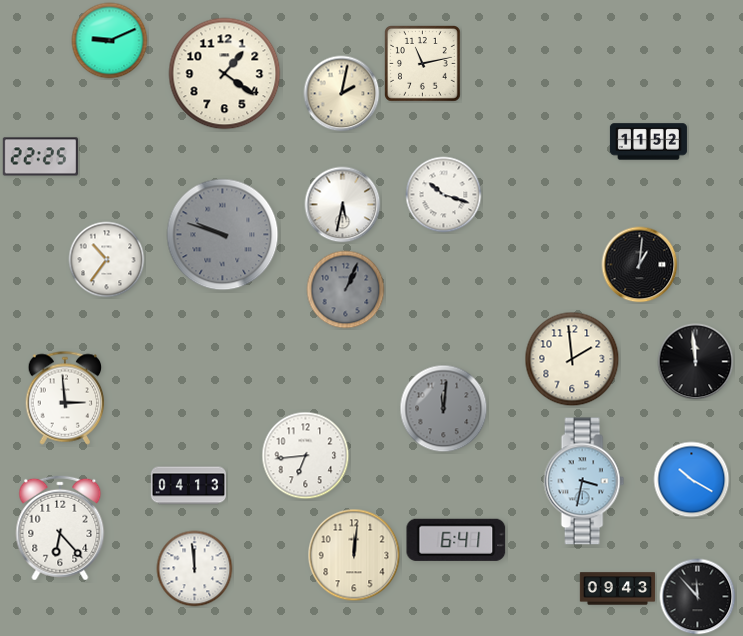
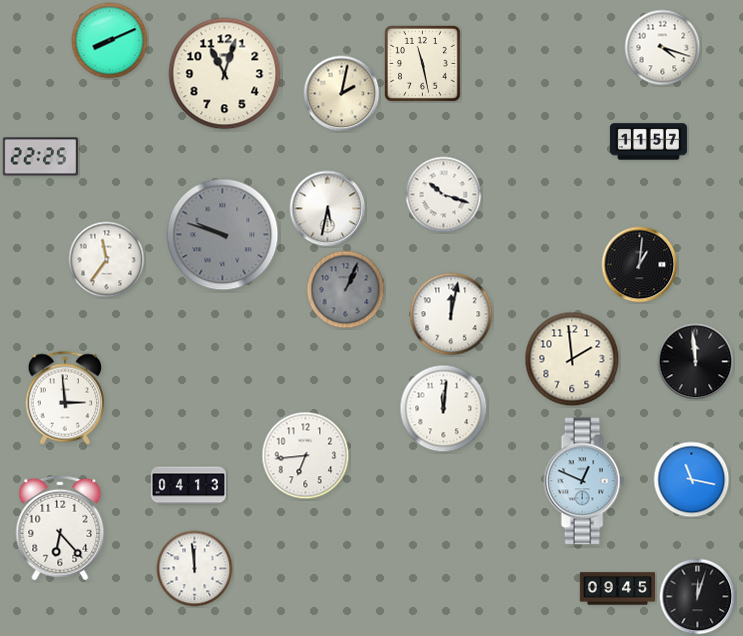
clock at (110, 41): 9:11 -> 8:11
clock at (663, 48): none -> 4:18
clock at (423, 64): 11:13 -> 11:28
clock at (225, 74): 1:21 -> 11:03
clock at (648, 142): 11:52 -> 11:57
clock at (343, 205) position: (343, 205) -> (328, 209)
clock at (107, 260): 10:36 -> 11:36
clock at (451, 314): none -> 12:02
clock at (444, 409) dial: grey -> white
clock at (692, 480): 10:20 -> 11:17
clock at (584, 481): 3:32 -> 12:49
clock at (456, 540): 6:41 -> none
clock at (354, 555): 12:01 -> none
clock at (618, 589): 09:43 -> 09:45
clock at (698, 597): 11:53 -> 12:03
